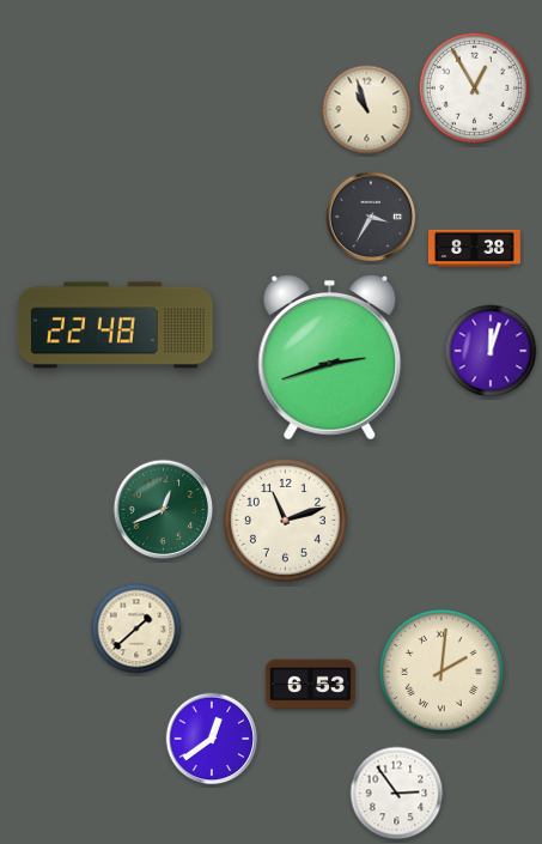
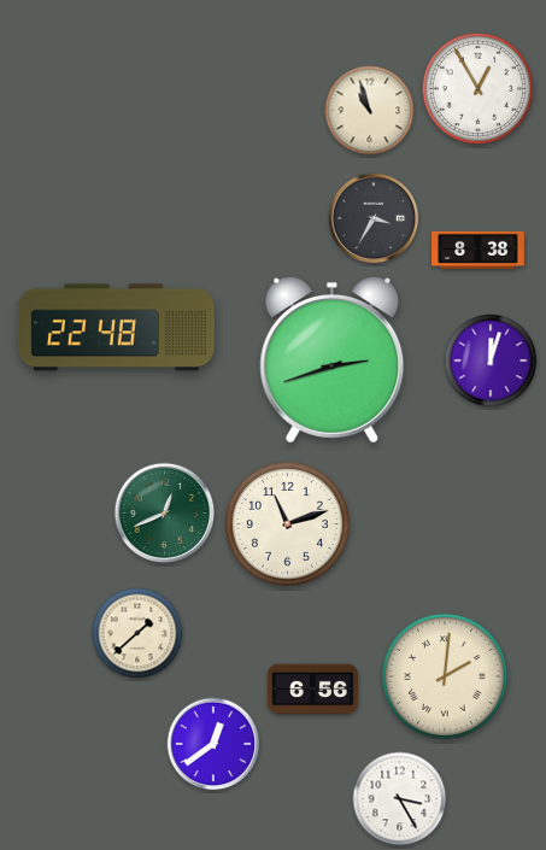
clock at (491, 351) position: (491, 351) -> (491, 360)
clock at (310, 685): 6:53 -> 6:56
clock at (397, 794): 2:54 -> 3:25
